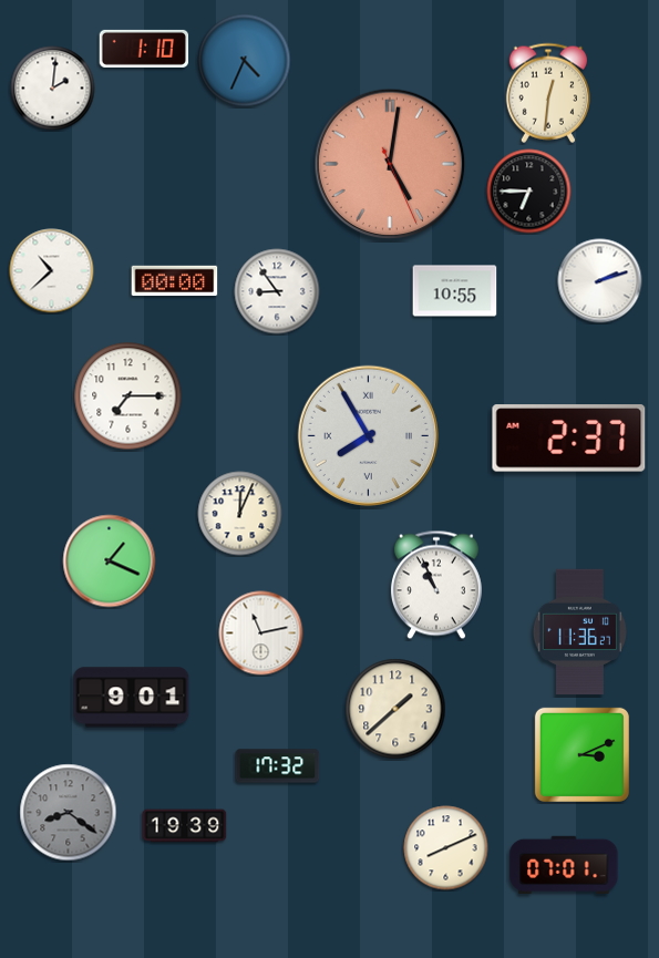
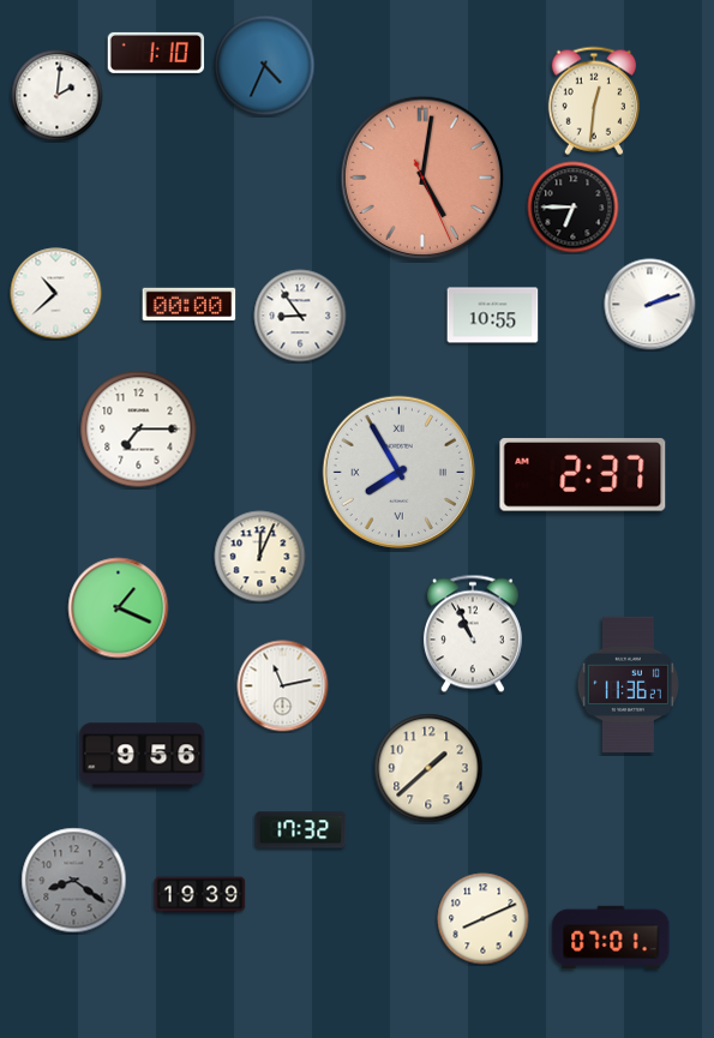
clock at (569, 439) position: (569, 439) -> (583, 475)
clock at (132, 698): 9:01 -> 9:56
clock at (581, 754): 3:11 -> none
